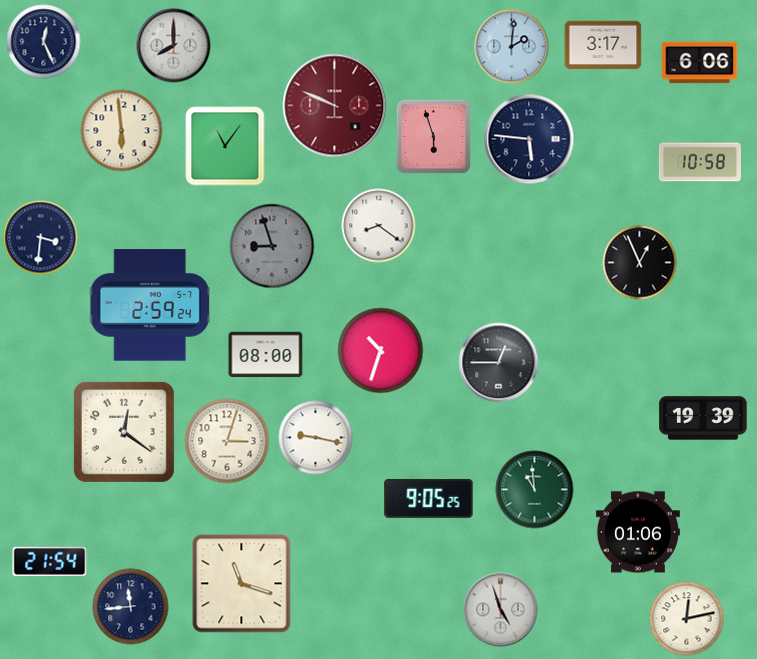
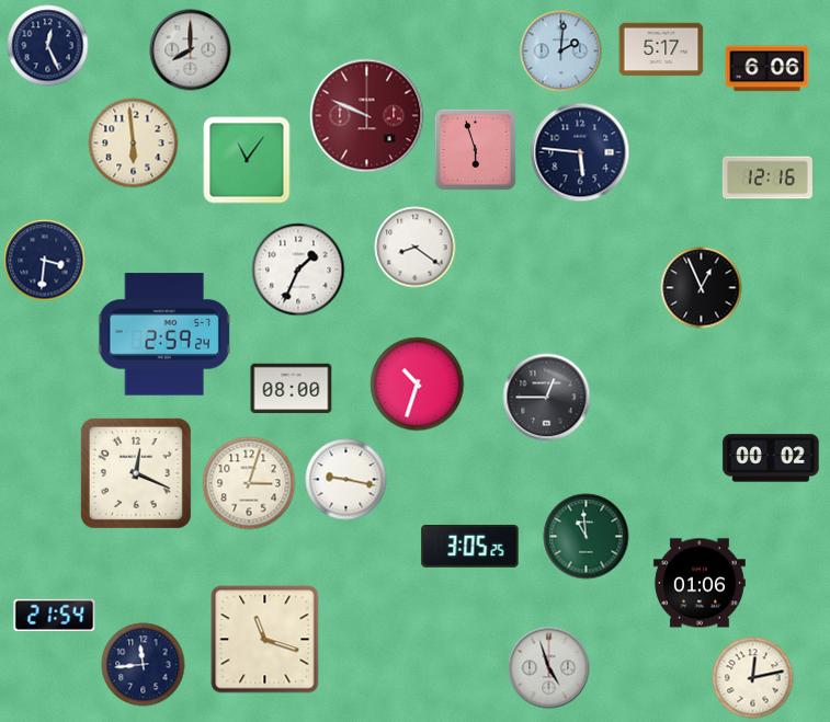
clock at (603, 45): 3:17 -> 5:17
clock at (700, 162): 10:58 -> 12:16
clock at (272, 246): 8:57 -> 1:34
clock at (272, 246) dial: grey -> white
clock at (703, 418): 19:39 -> 00:02
clock at (124, 432): 12:21 -> 12:19
clock at (429, 499): 9:05 -> 3:05
